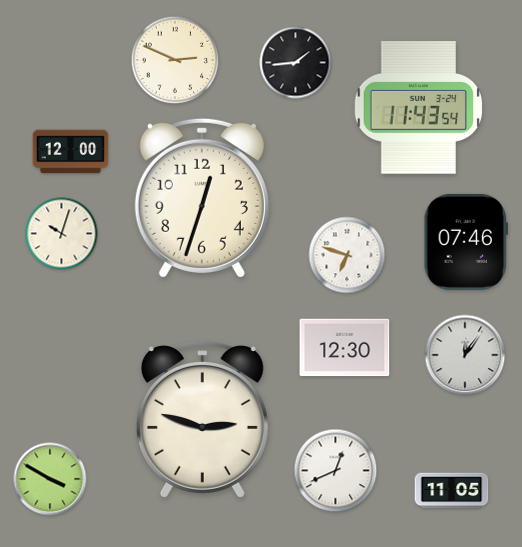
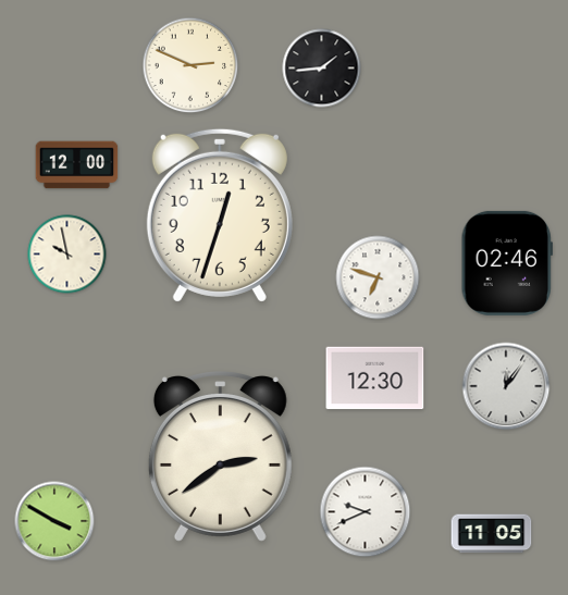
clock at (419, 108): 11:43 -> none
clock at (62, 234): 10:03 -> 9:58
clock at (466, 242): 07:46 -> 02:46
clock at (202, 420): 2:48 -> 2:39
clock at (336, 471): 12:41 -> 9:41
